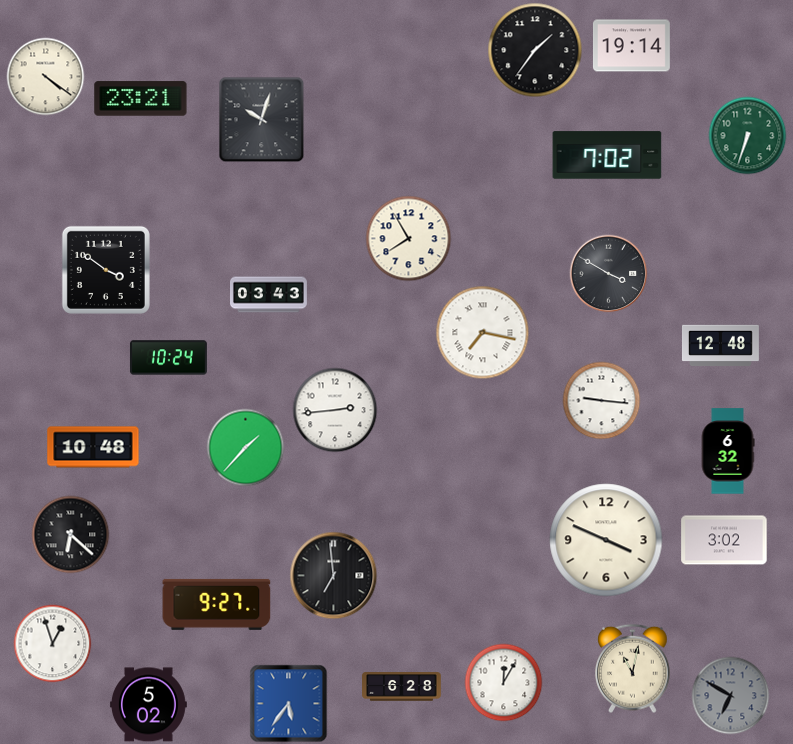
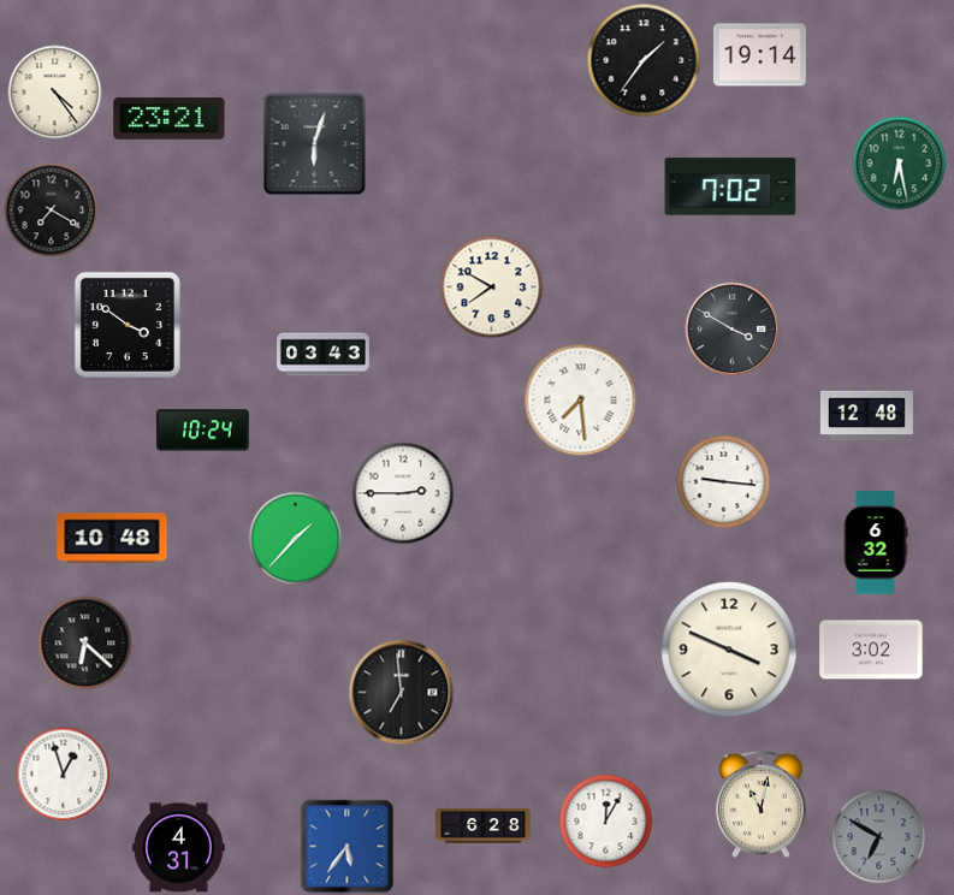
clock at (45, 76): 4:21 -> 4:24
clock at (261, 119): 10:03 -> 6:03
clock at (747, 135): 6:33 -> 6:28
clock at (51, 209): none -> 7:20
clock at (408, 238): 7:55 -> 7:50
clock at (482, 332): 7:17 -> 7:29
clock at (335, 410): 2:44 -> 2:45
clock at (217, 604): 9:27 -> none
clock at (148, 705): 5:02 -> 4:31
